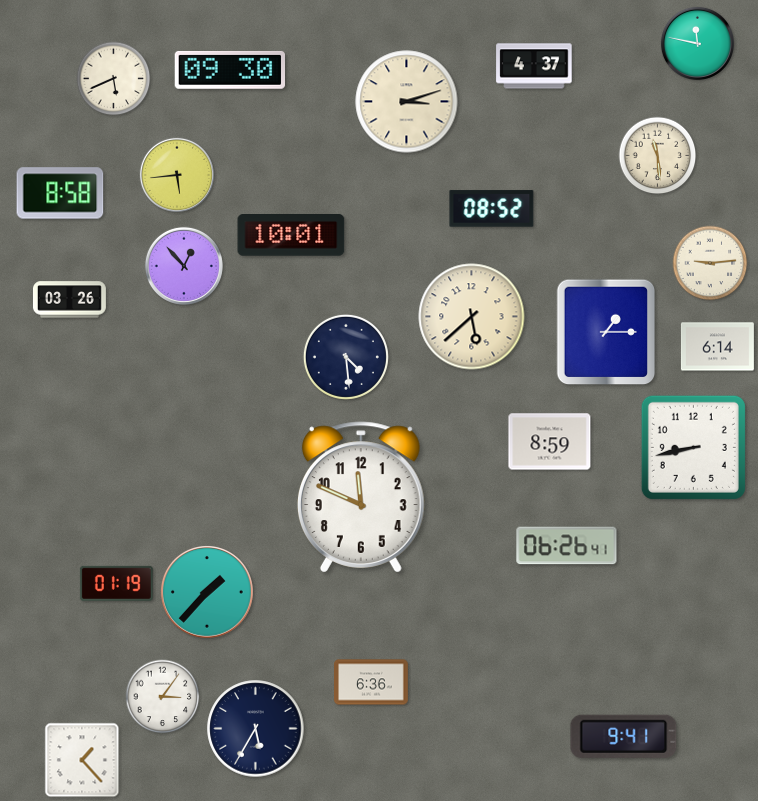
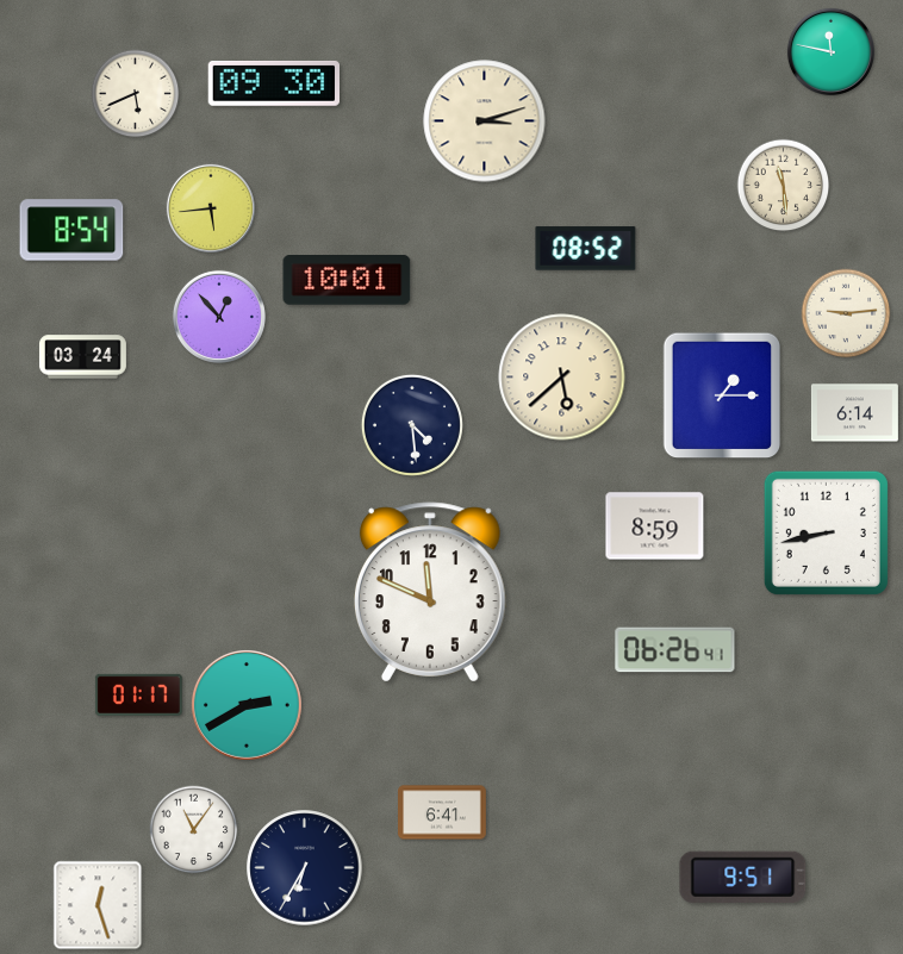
clock at (534, 66): 4:37 -> none
clock at (60, 193): 8:58 -> 8:54
clock at (69, 300): 03:26 -> 03:24
clock at (116, 583): 01:19 -> 01:17
clock at (207, 592): 1:37 -> 2:40
clock at (372, 682): 6:36 -> 6:41
clock at (163, 697): 3:06 -> 11:06
clock at (256, 729): 5:35 -> 6:35
clock at (624, 736): 9:41 -> 9:51
clock at (82, 760): 1:23 -> 12:27
